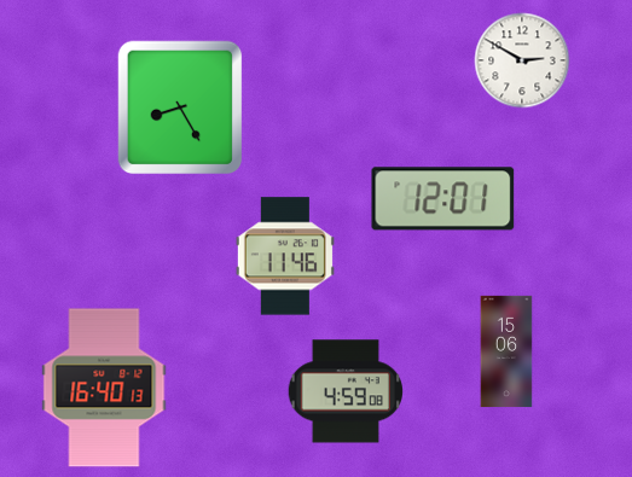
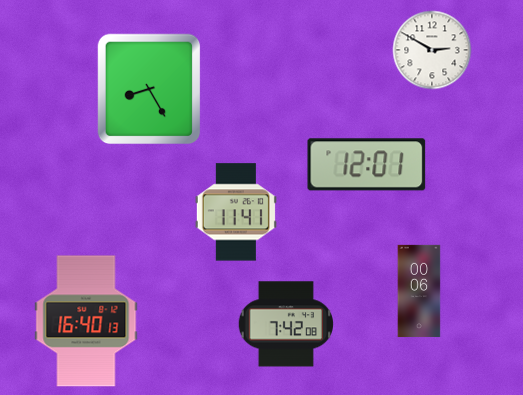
clock at (285, 256): 11:46 -> 11:41
clock at (506, 351): 15:06 -> 00:06
clock at (344, 391): 4:59 -> 7:42
